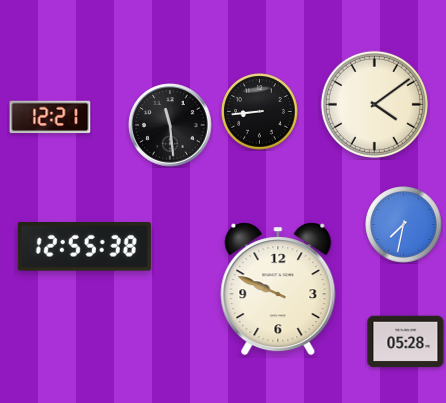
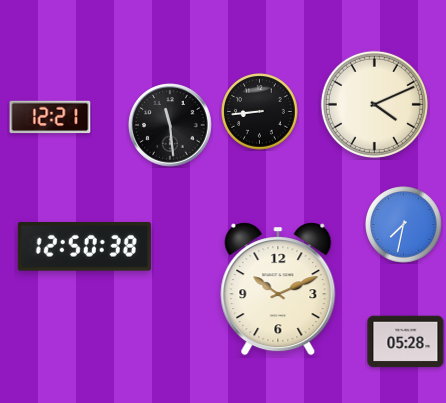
clock at (374, 104): 4:09 -> 4:11
clock at (84, 247): 12:55 -> 12:50
clock at (278, 289): 9:49 -> 10:11
